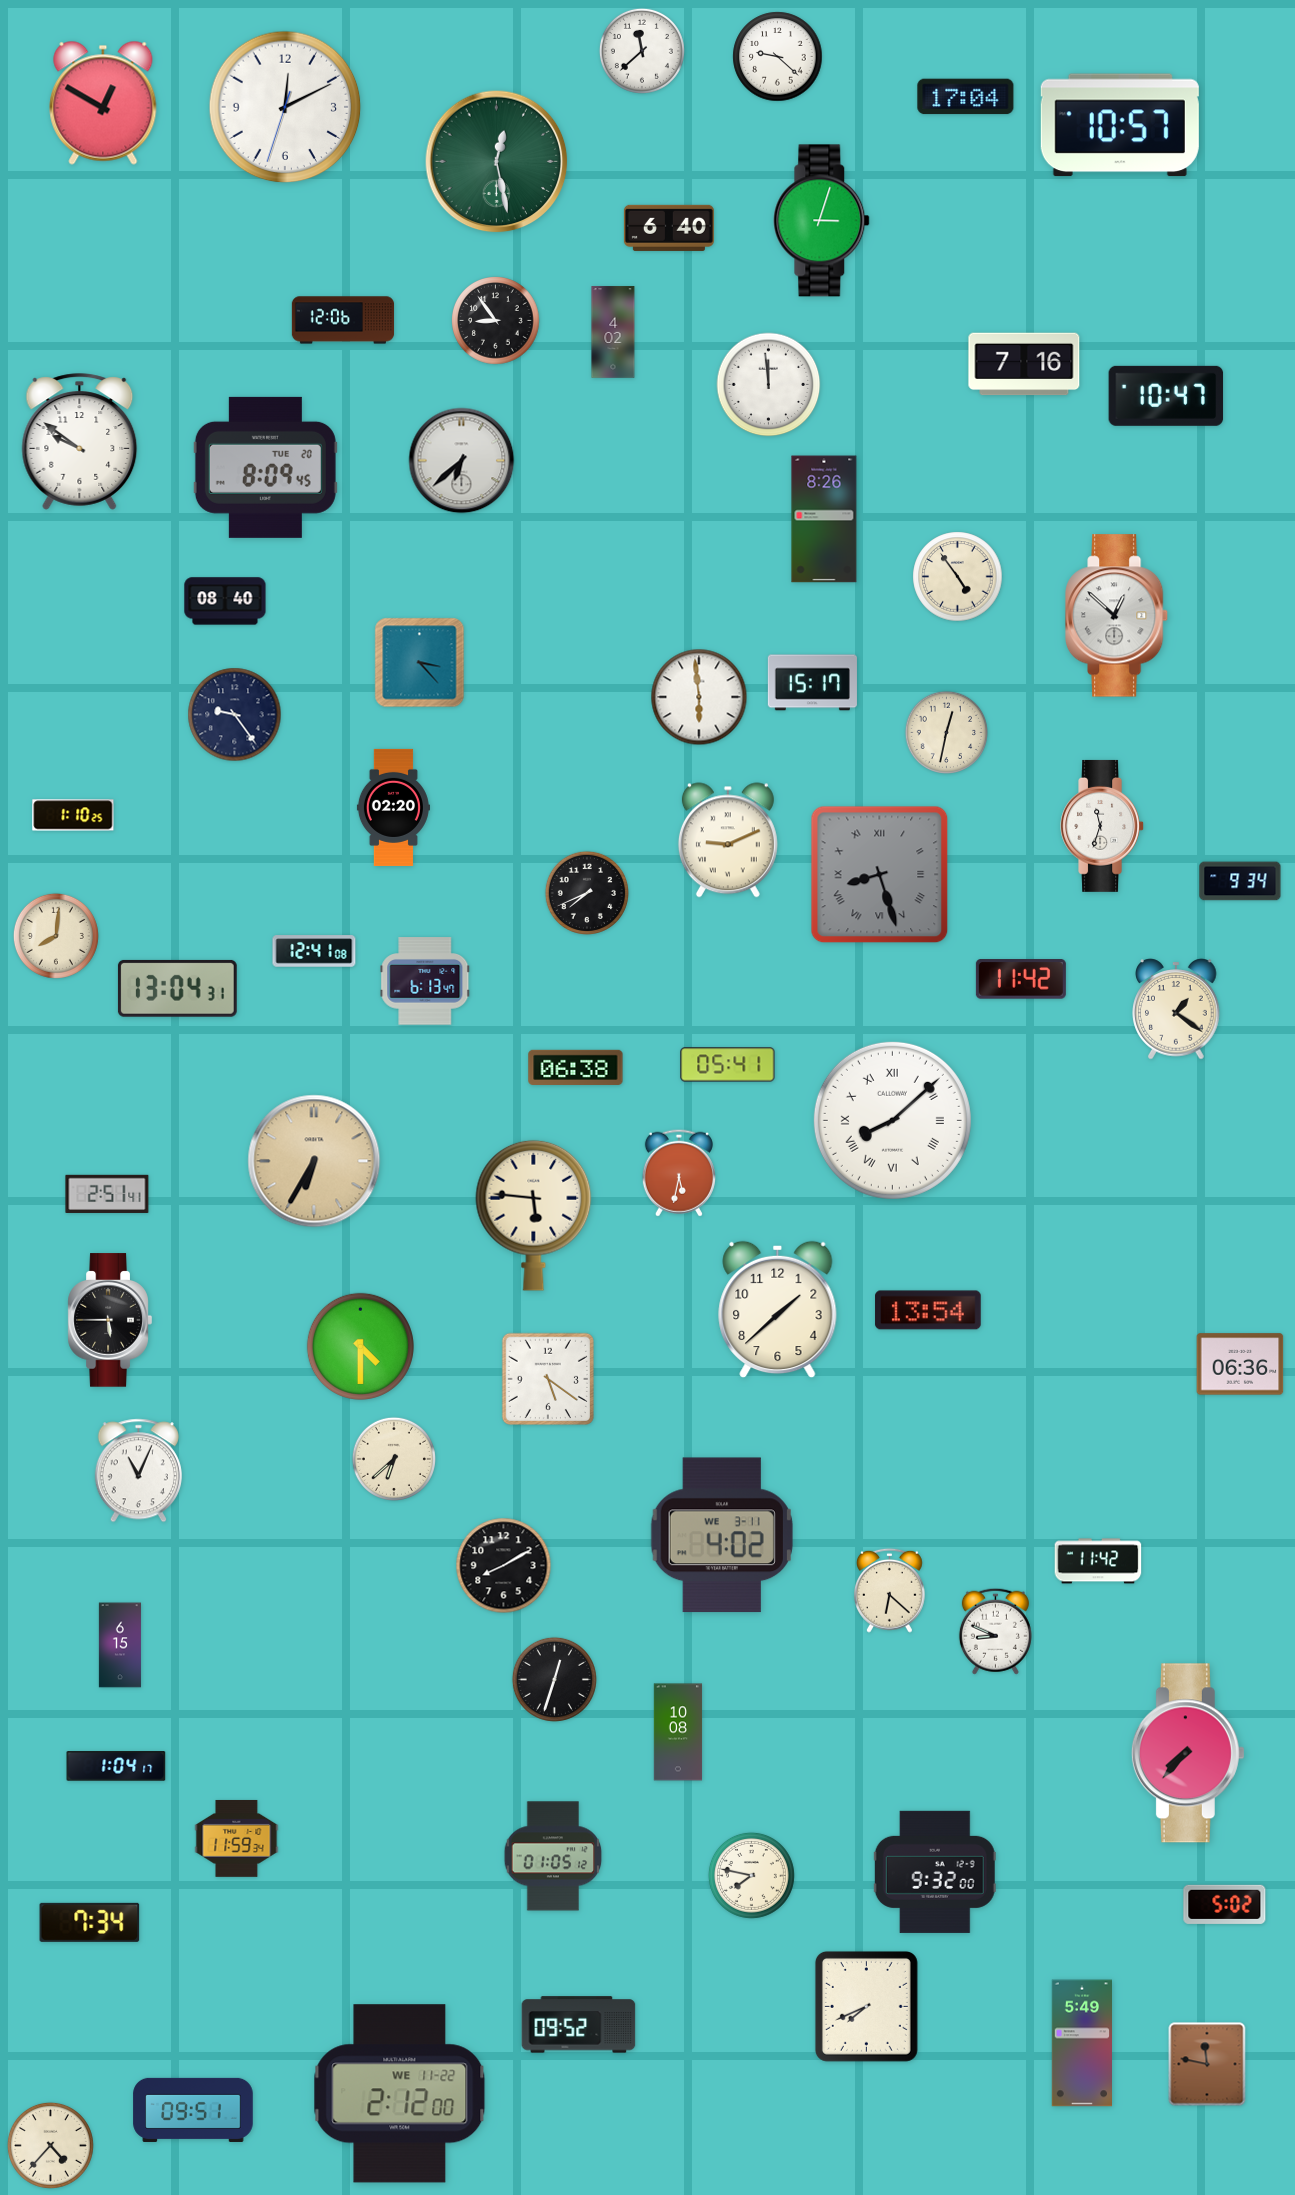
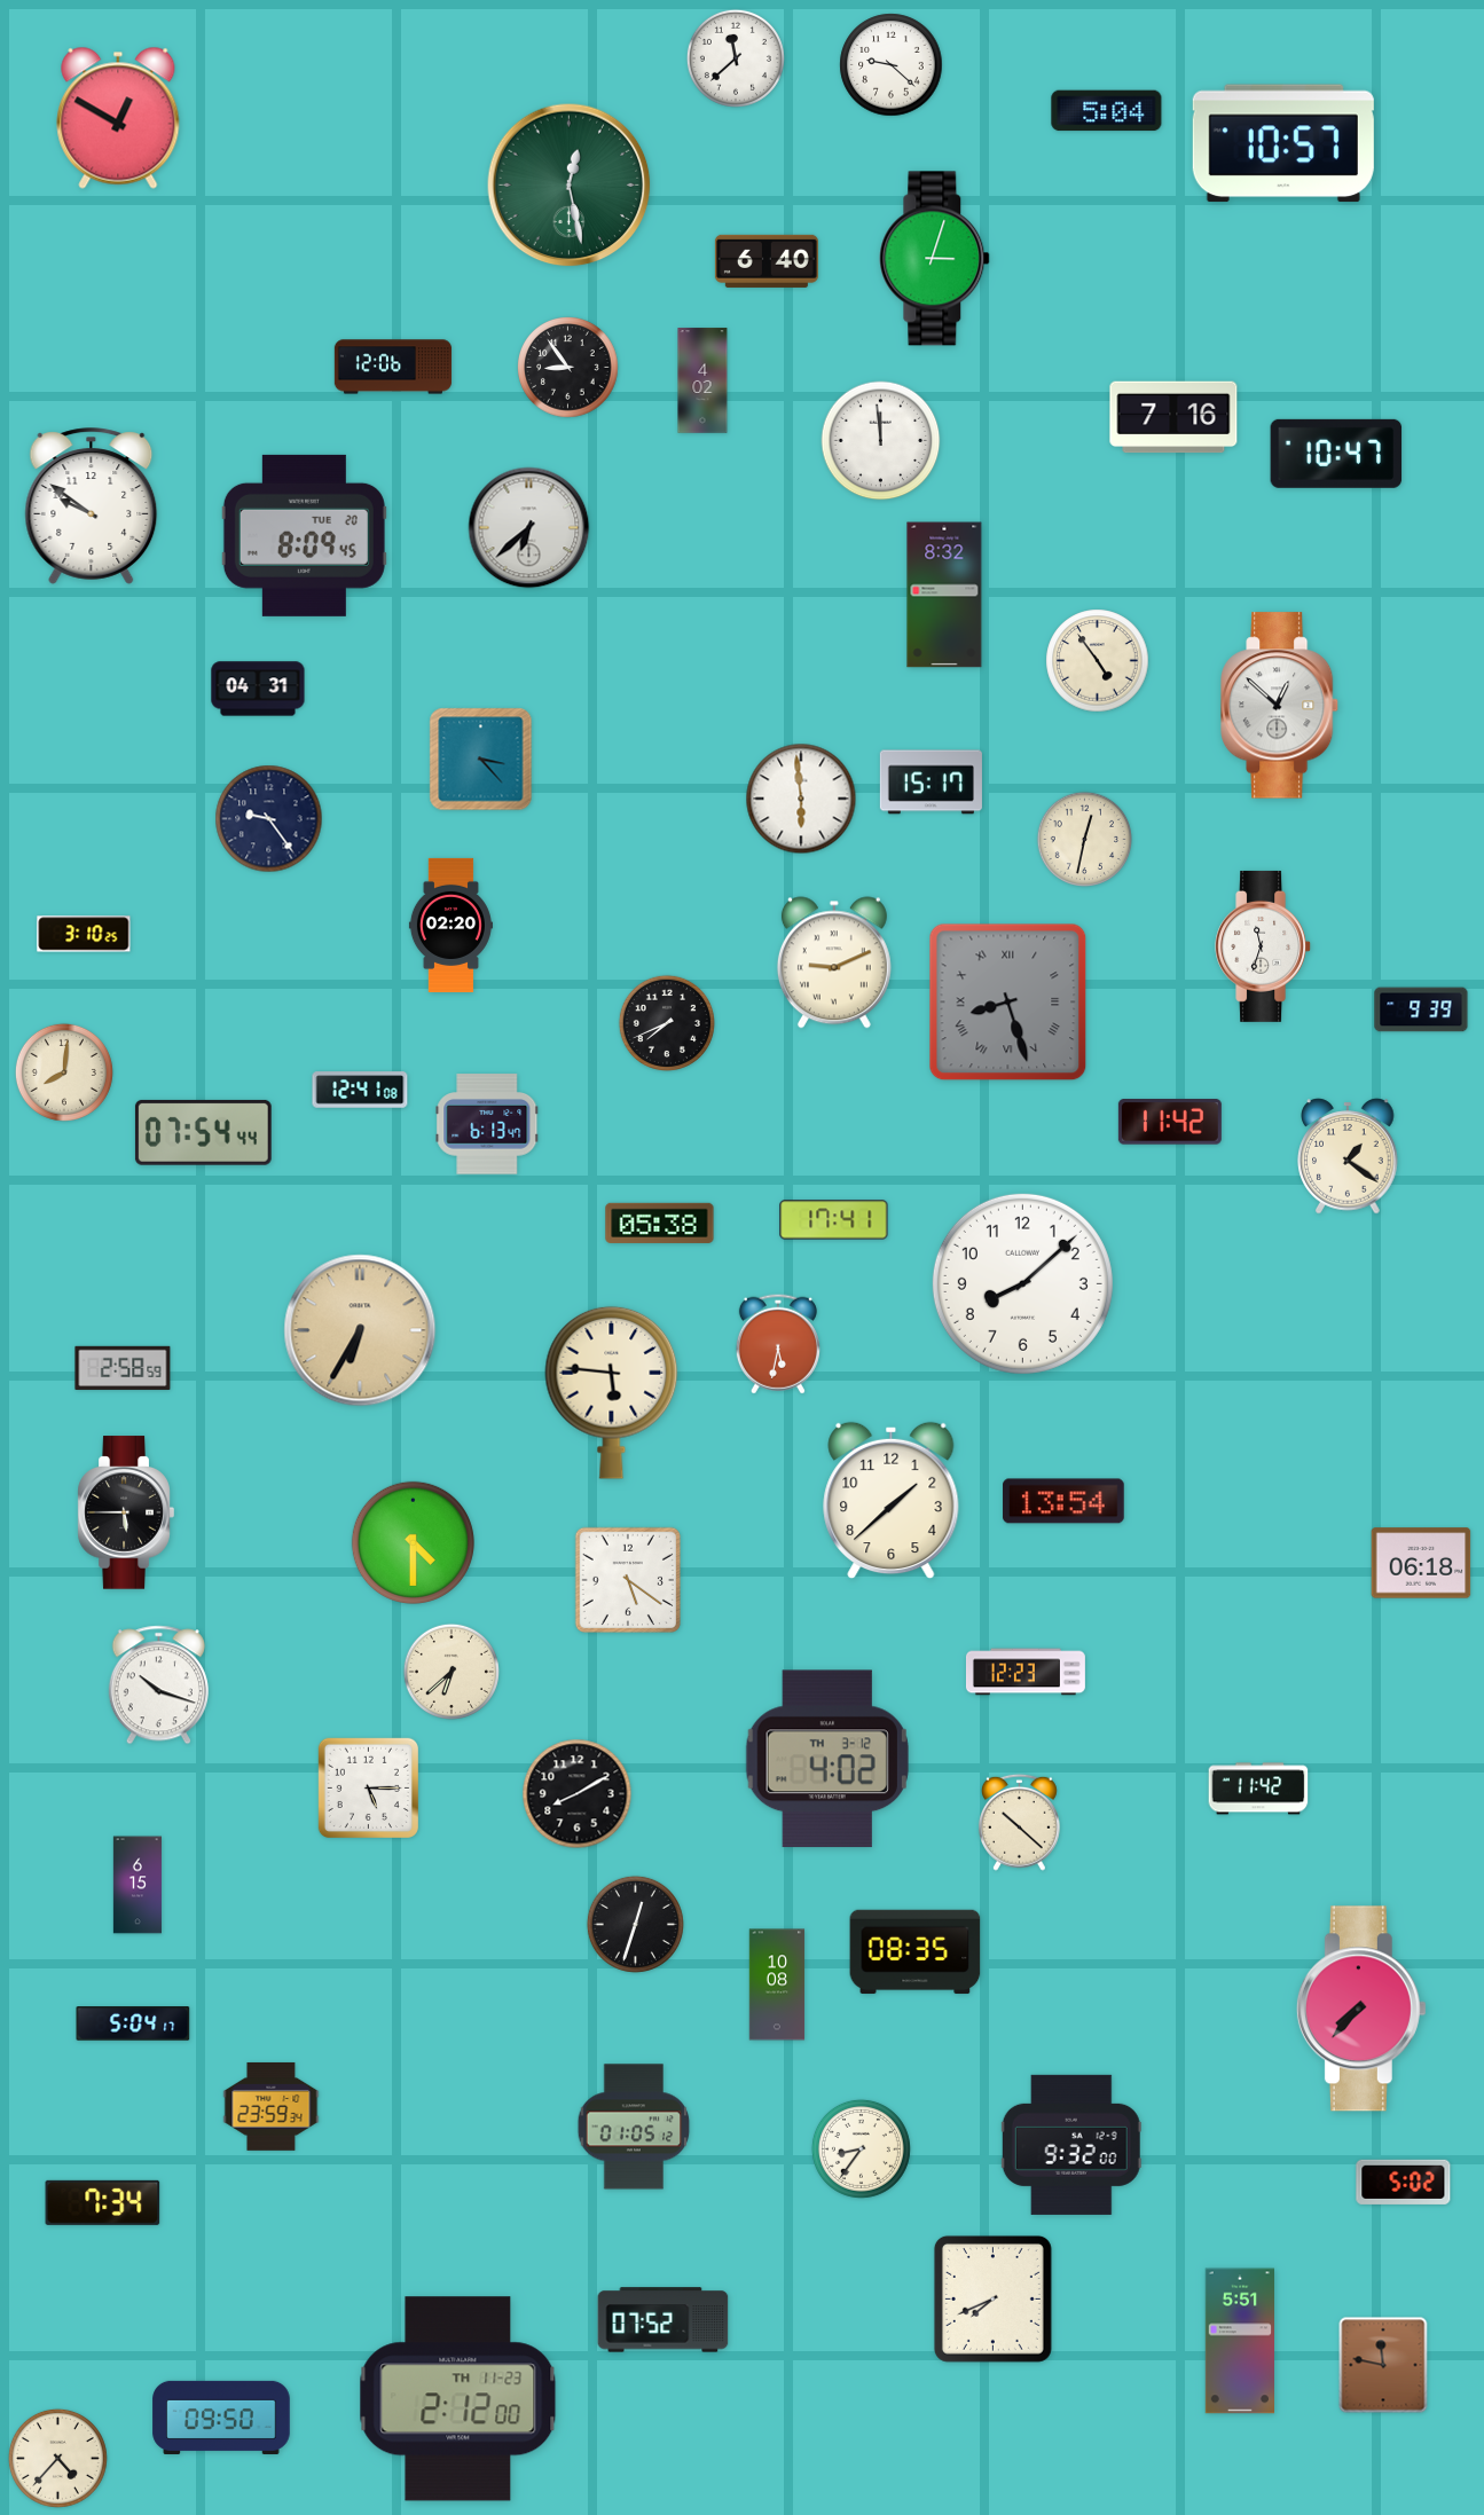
clock at (966, 97): 17:04 -> 5:04
clock at (285, 107): 12:10 -> none
clock at (822, 221) position: (822, 221) -> (935, 259)
clock at (824, 519): 8:26 -> 8:32
clock at (225, 601): 08:40 -> 04:31
clock at (73, 815): 1:10 -> 3:10
clock at (1240, 881): 9:34 -> 9:39
clock at (587, 893) position: (587, 893) -> (667, 1023)
clock at (177, 988): 13:04 -> 07:54
clock at (728, 1065): 05:41 -> 17:41
clock at (576, 1067): 06:38 -> 05:38
clock at (892, 1120) numerals: Roman -> Arabic
clock at (107, 1194): 2:51 -> 2:58
clock at (1240, 1364): 06:36 -> 06:18
clock at (1026, 1672): none -> 12:23
clock at (138, 1471): 11:04 -> 10:18
clock at (722, 1535) date: WE 3-11 -> TH 3-12
clock at (368, 1787): none -> 5:15
clock at (889, 1590): 6:22 -> 10:22
clock at (995, 1631): 8:49 -> none
clock at (916, 1952): none -> 08:35
clock at (116, 1766): 1:04 -> 5:04
clock at (237, 1839): 11:59 -> 23:59
clock at (751, 1875): 7:47 -> 8:36
clock at (579, 2025): 09:52 -> 07:52
clock at (1081, 2043): 5:49 -> 5:51
clock at (400, 2094) date: WE 11-22 -> TH 11-23
clock at (193, 2110): 09:51 -> 09:50
